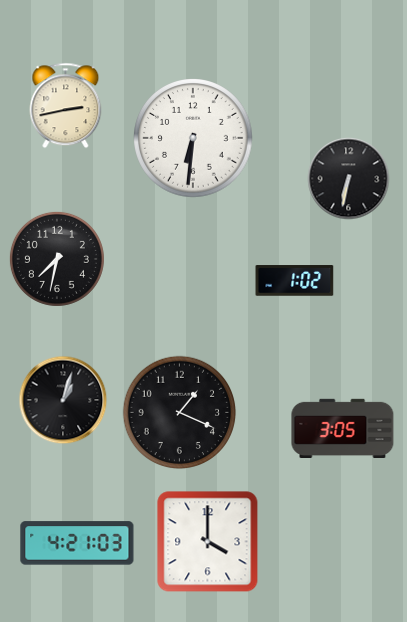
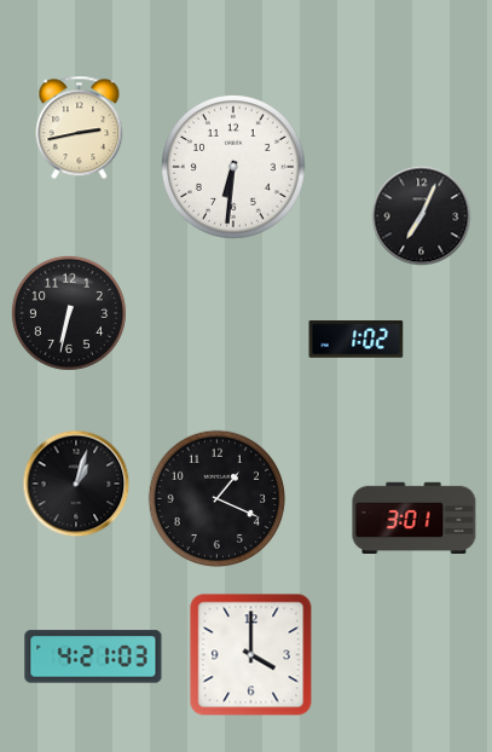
clock at (349, 179): 6:32 -> 7:04
clock at (57, 259): 7:32 -> 6:32
clock at (343, 428): 3:05 -> 3:01
